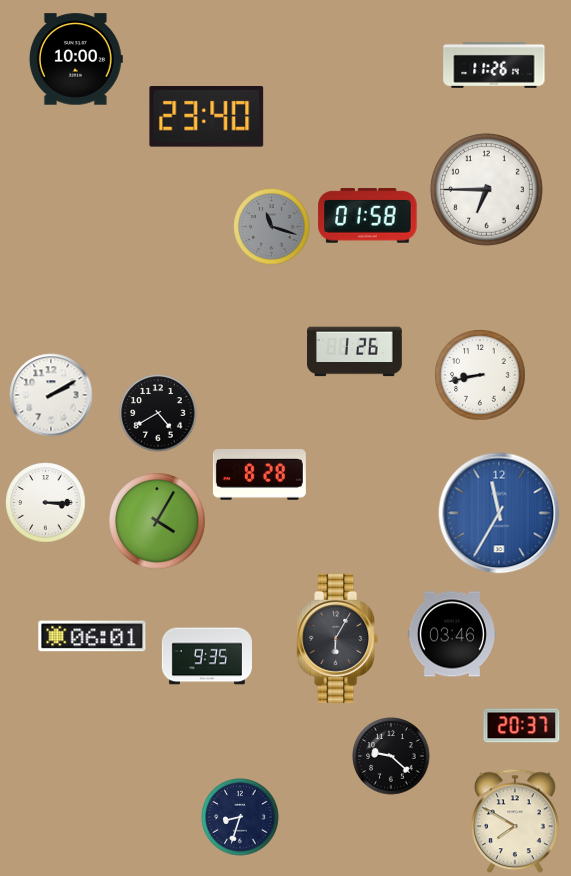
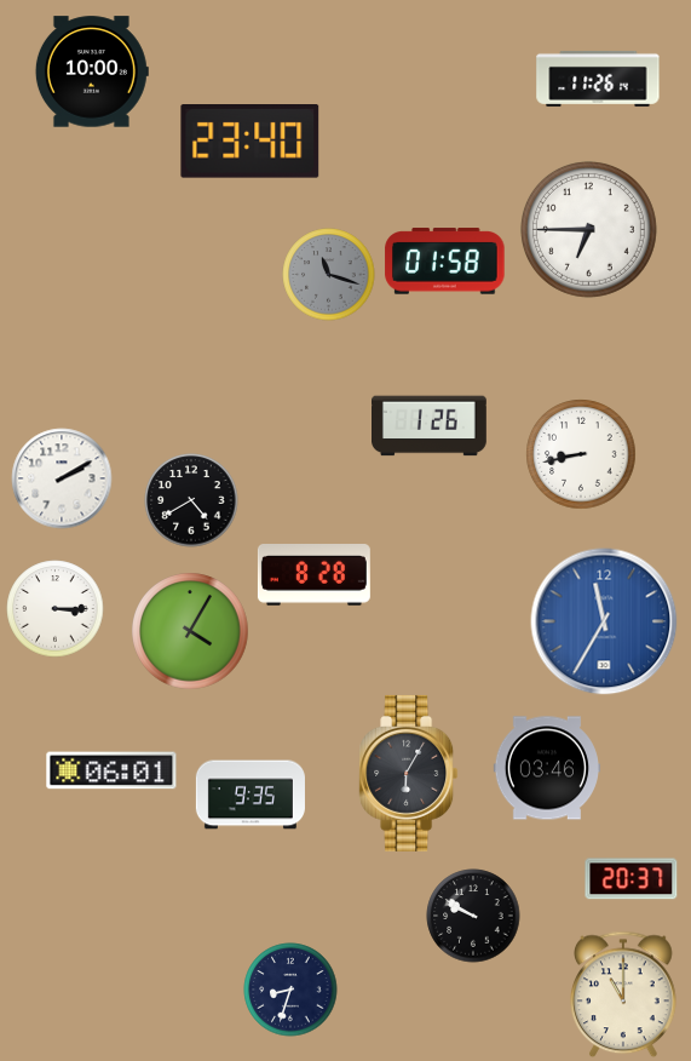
clock at (391, 756): 9:22 -> 9:50
clock at (516, 821): 7:50 -> 11:00
